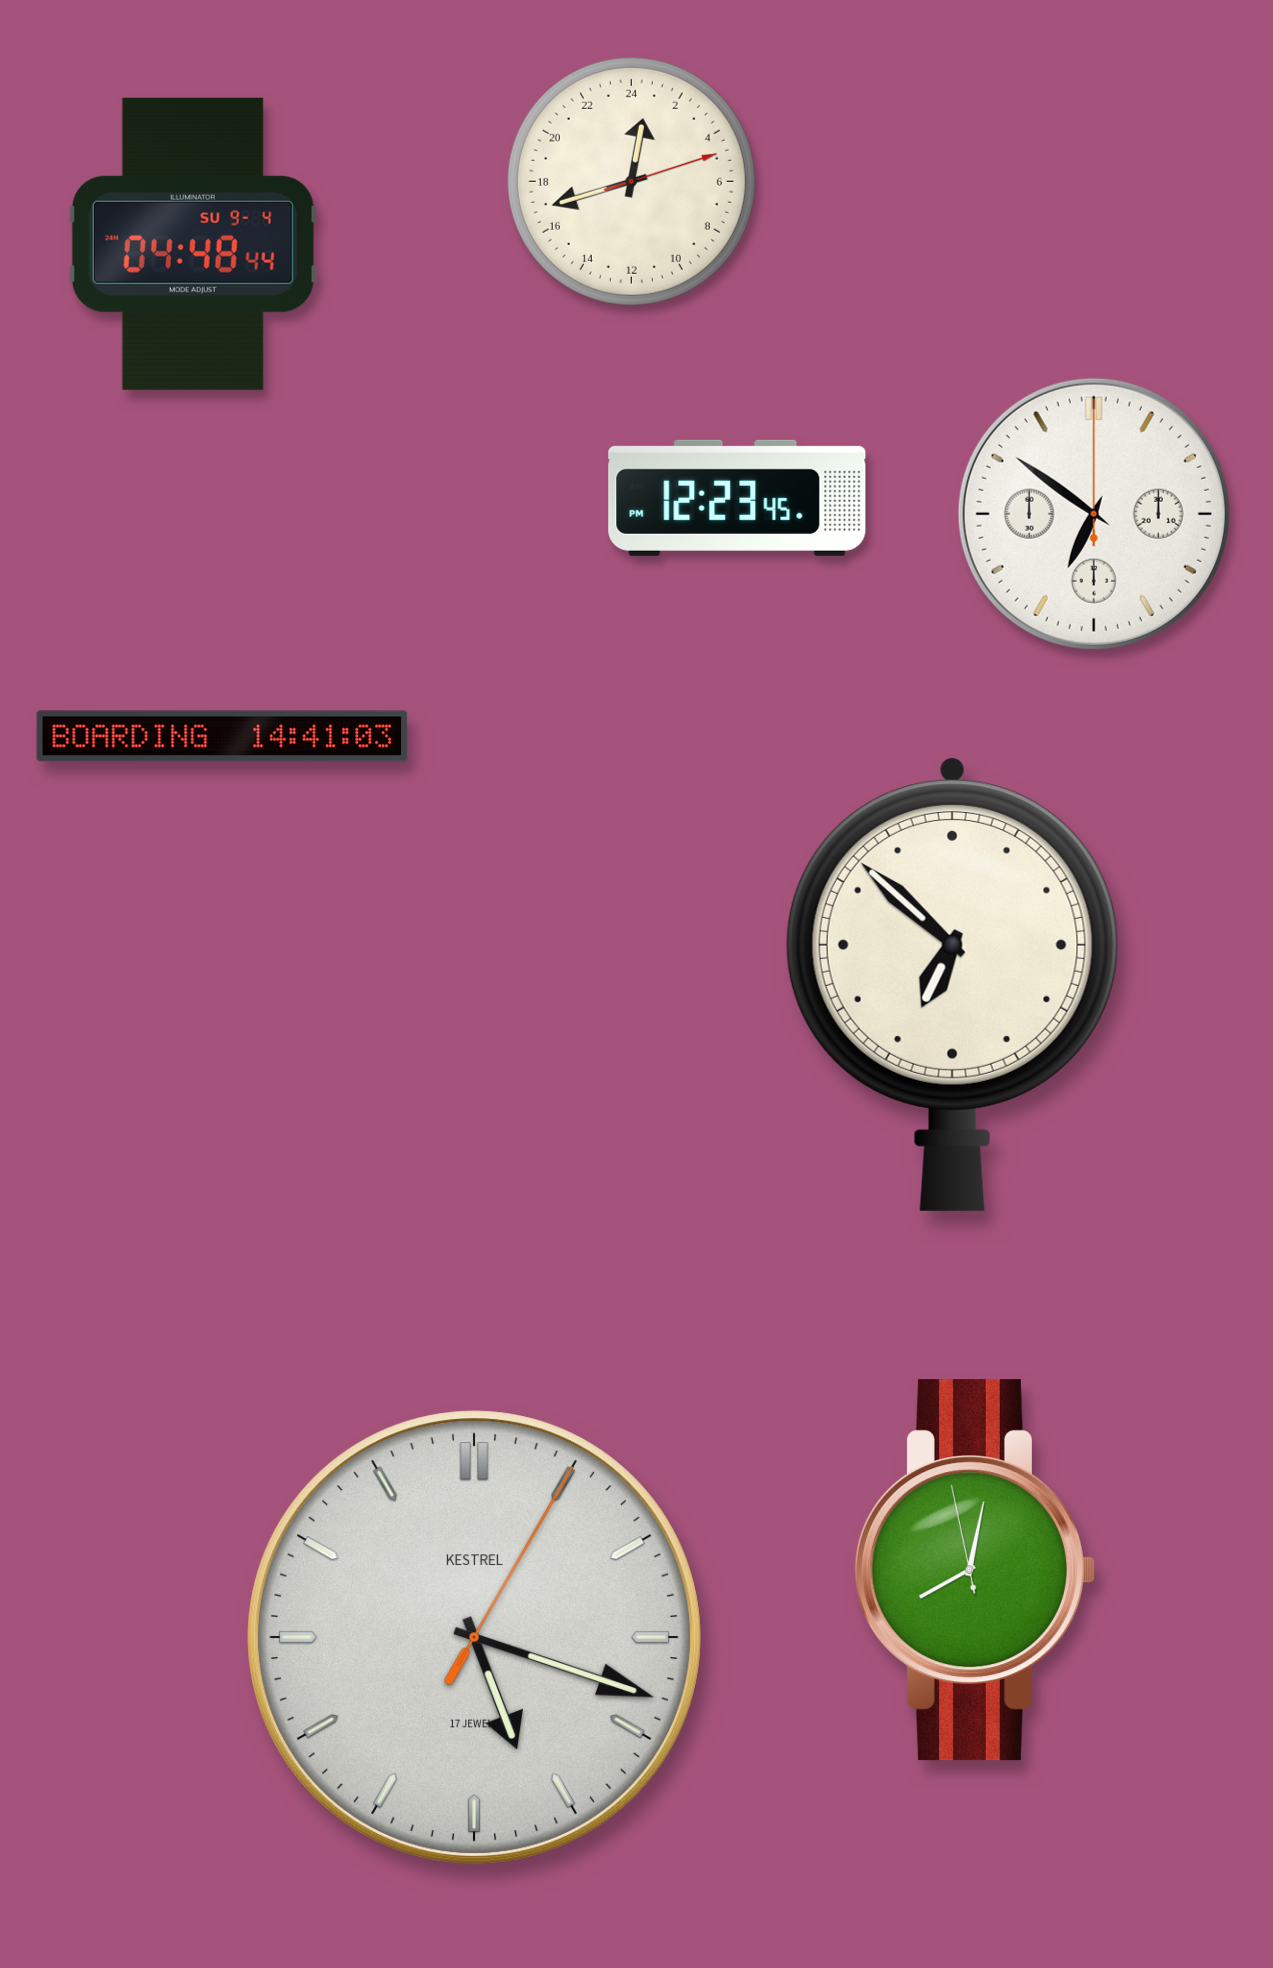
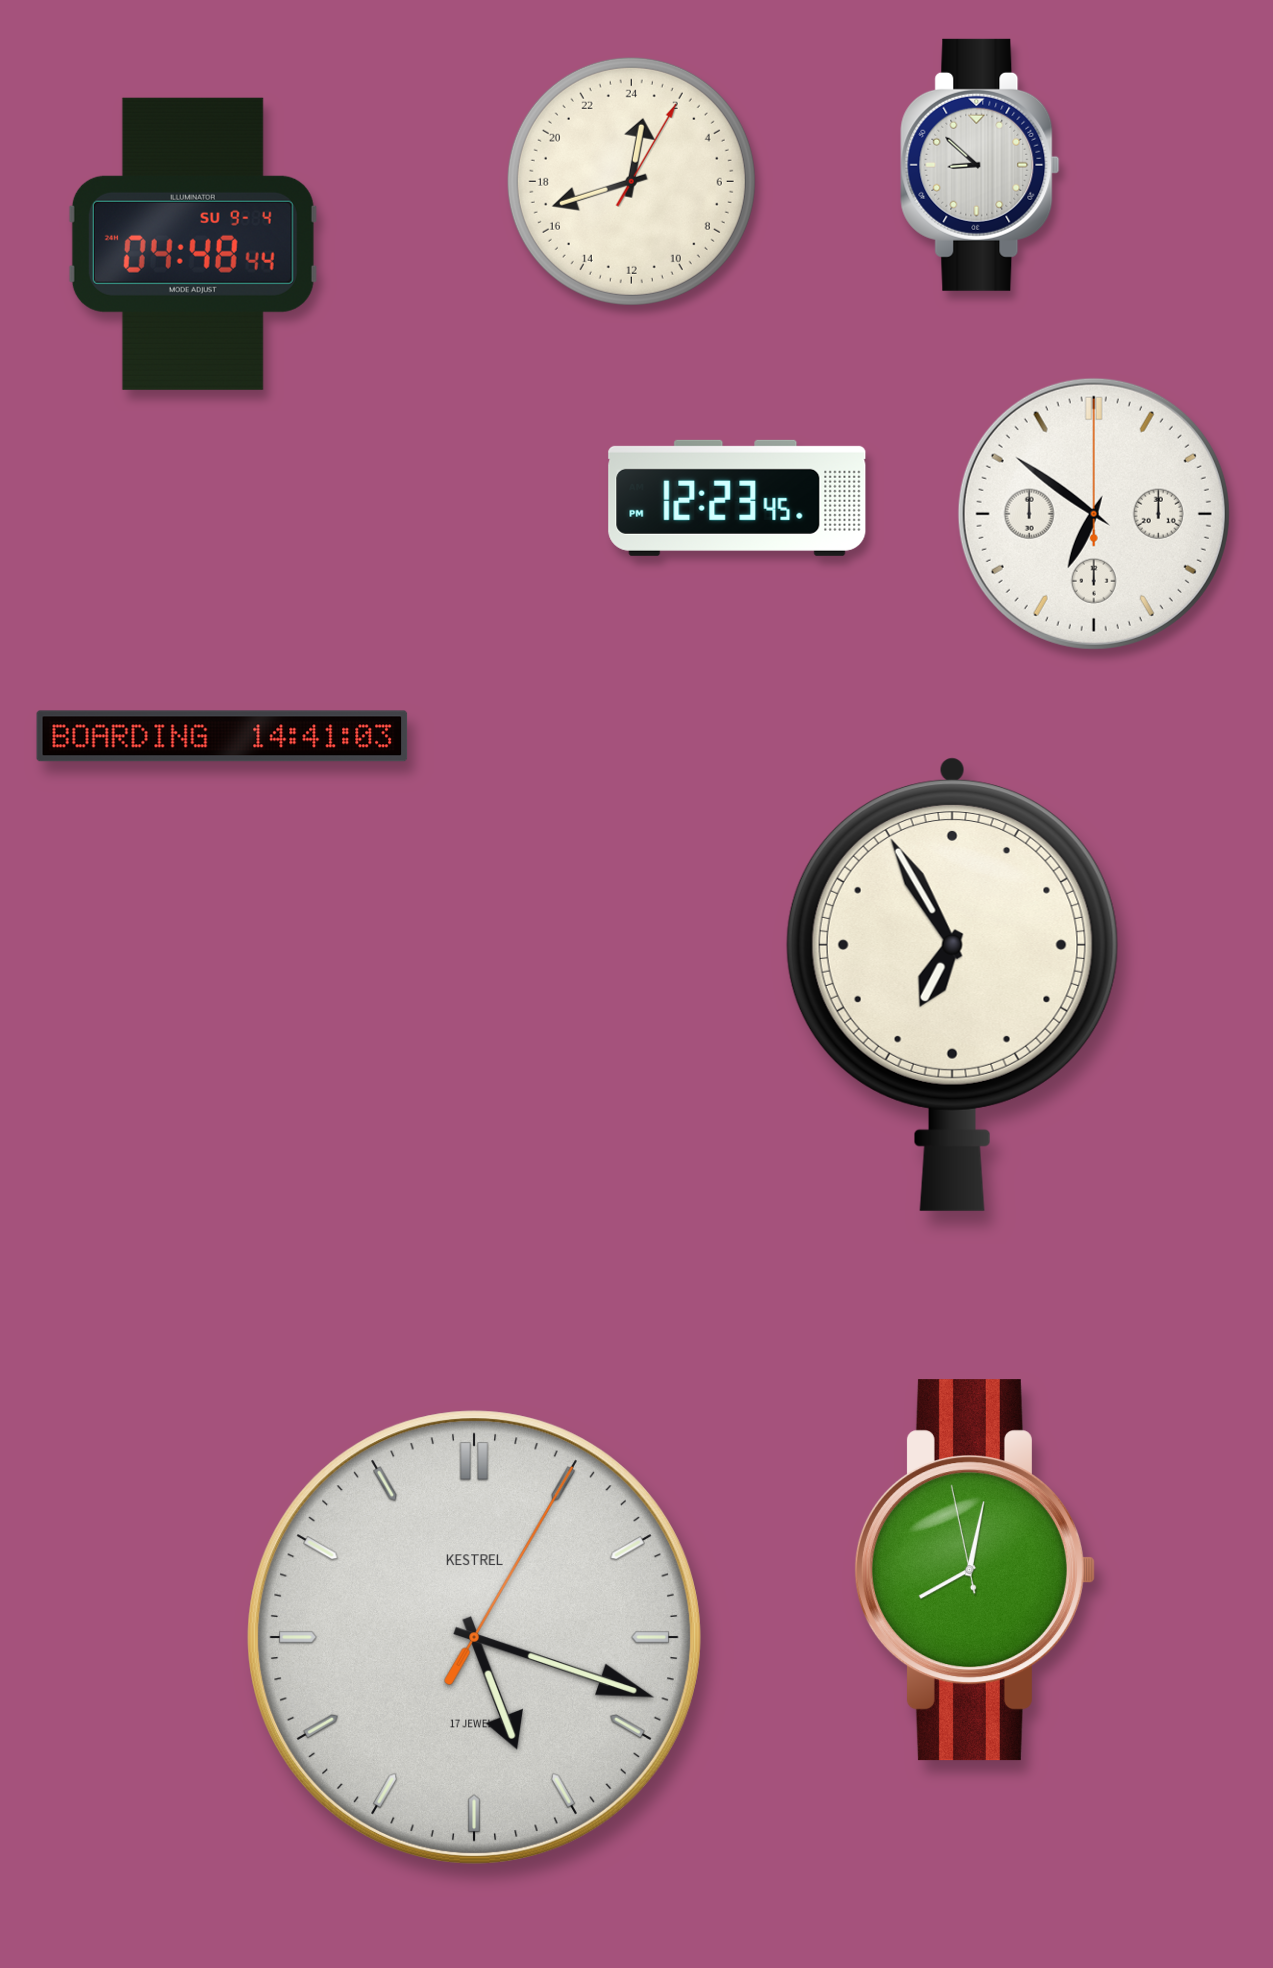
clock at (980, 165): none -> 8:52
clock at (631, 181): 0:42:12 -> 0:42:05
clock at (952, 985): 6:52 -> 6:55
